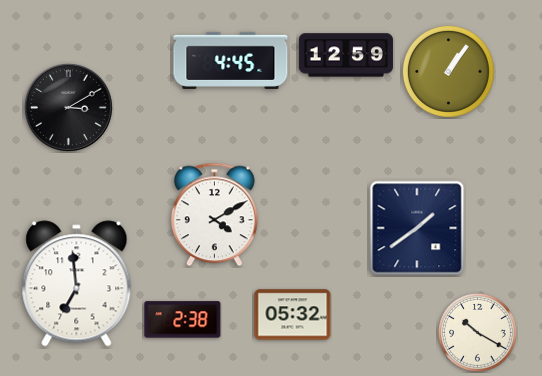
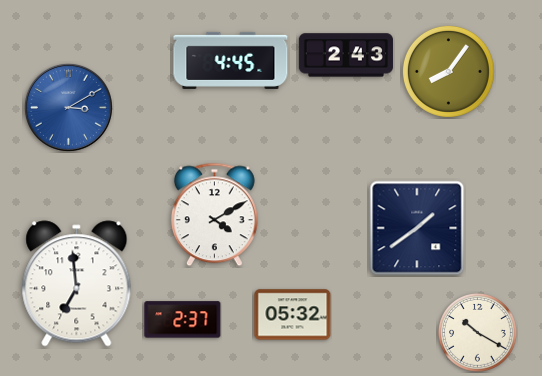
clock at (346, 55): 12:59 -> 2:43
clock at (448, 71): 1:06 -> 8:06
clock at (68, 107) dial: black -> blue
clock at (183, 320): 2:38 -> 2:37
